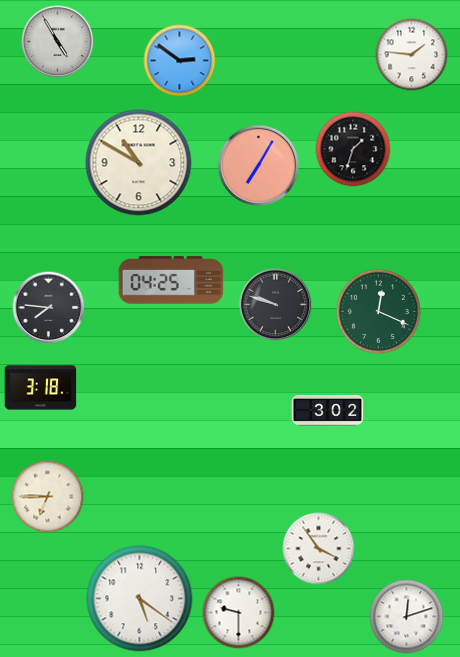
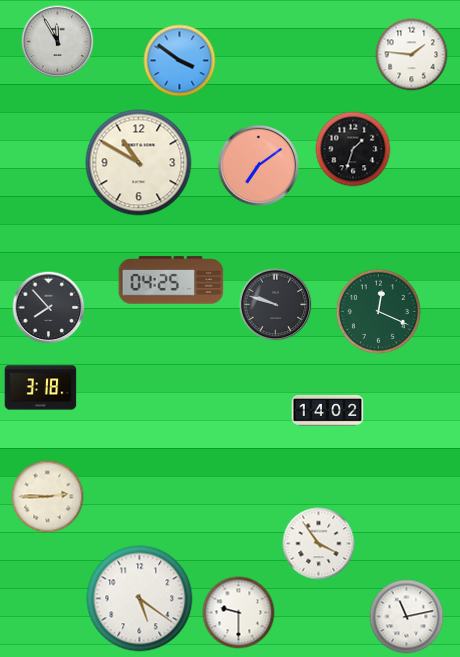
clock at (58, 42): 4:55 -> 11:55
clock at (180, 61): 2:51 -> 3:51
clock at (258, 165): 7:05 -> 7:09
clock at (49, 308): 7:46 -> 7:53
clock at (328, 410): 3:02 -> 14:02
clock at (48, 497): 6:45 -> 2:45
clock at (319, 549) position: (319, 549) -> (319, 544)
clock at (407, 617): 12:12 -> 11:13
